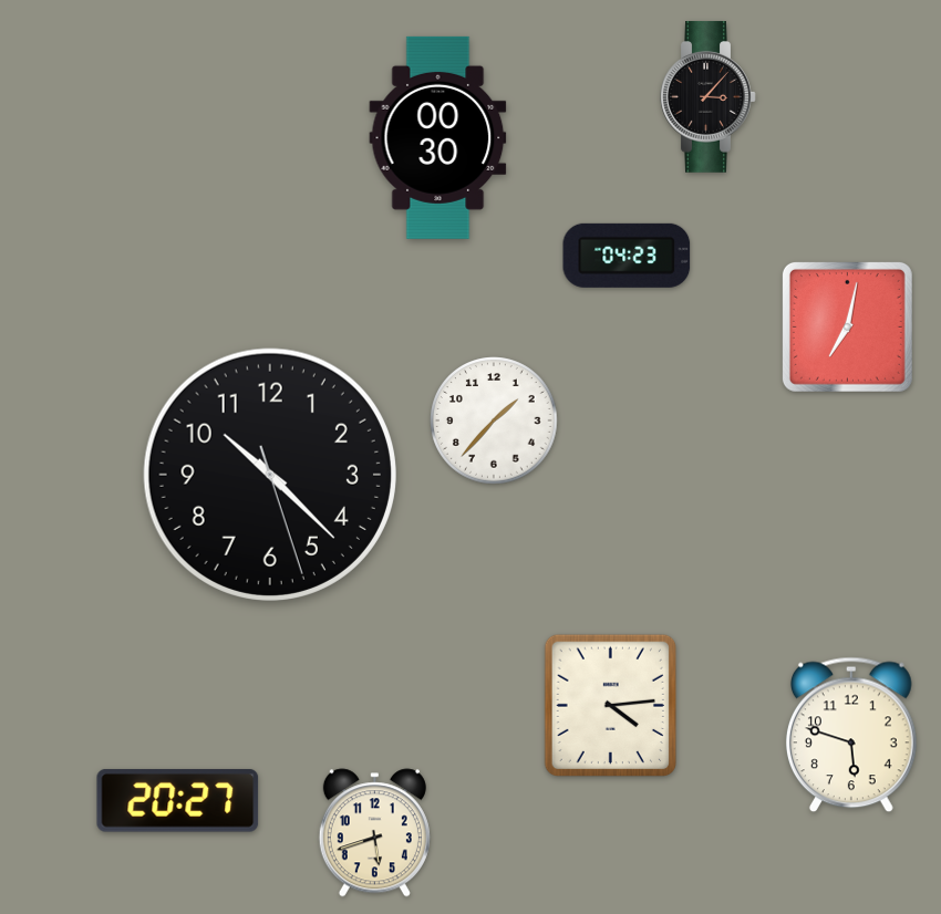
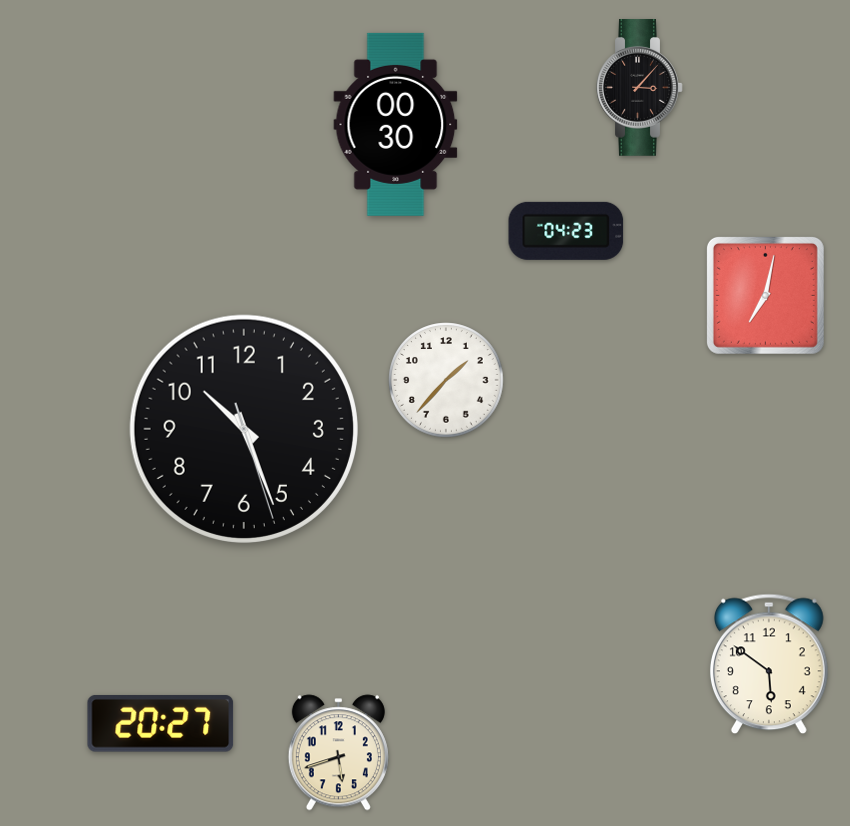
clock at (270, 475): 10:22 -> 10:26
clock at (610, 705): 4:14 -> none
clock at (851, 735): 5:48 -> 5:51
